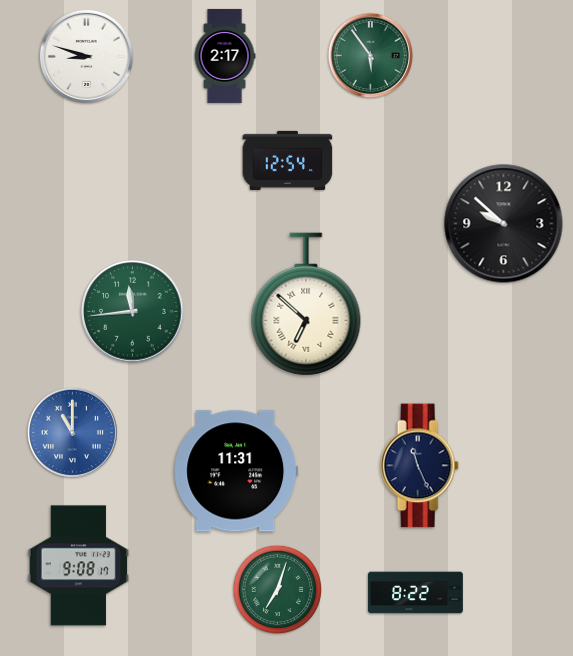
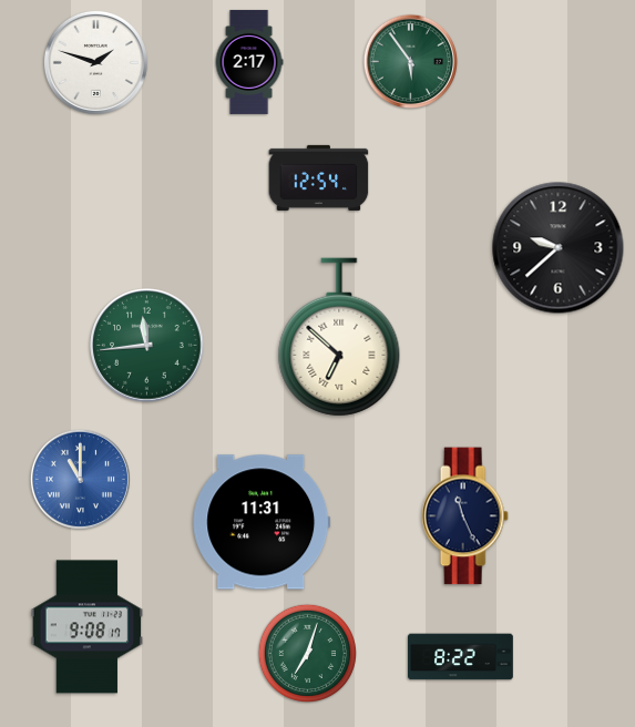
clock at (86, 56): 8:48 -> 1:48
clock at (504, 224): 9:52 -> 9:38
